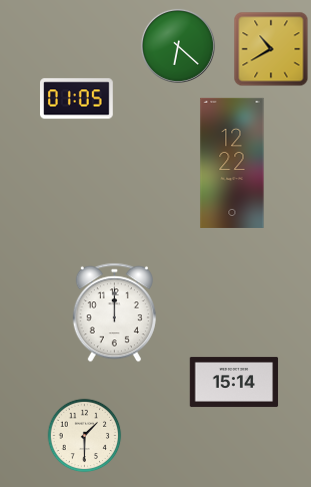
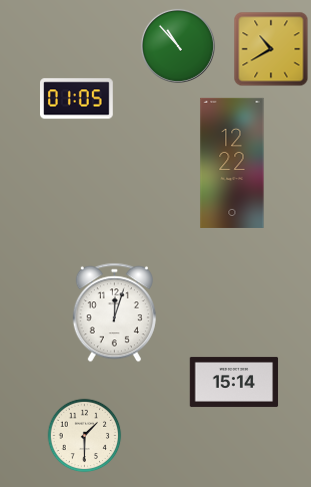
clock at (178, 46): 6:22 -> 10:53
clock at (114, 313): 12:00 -> 12:03
